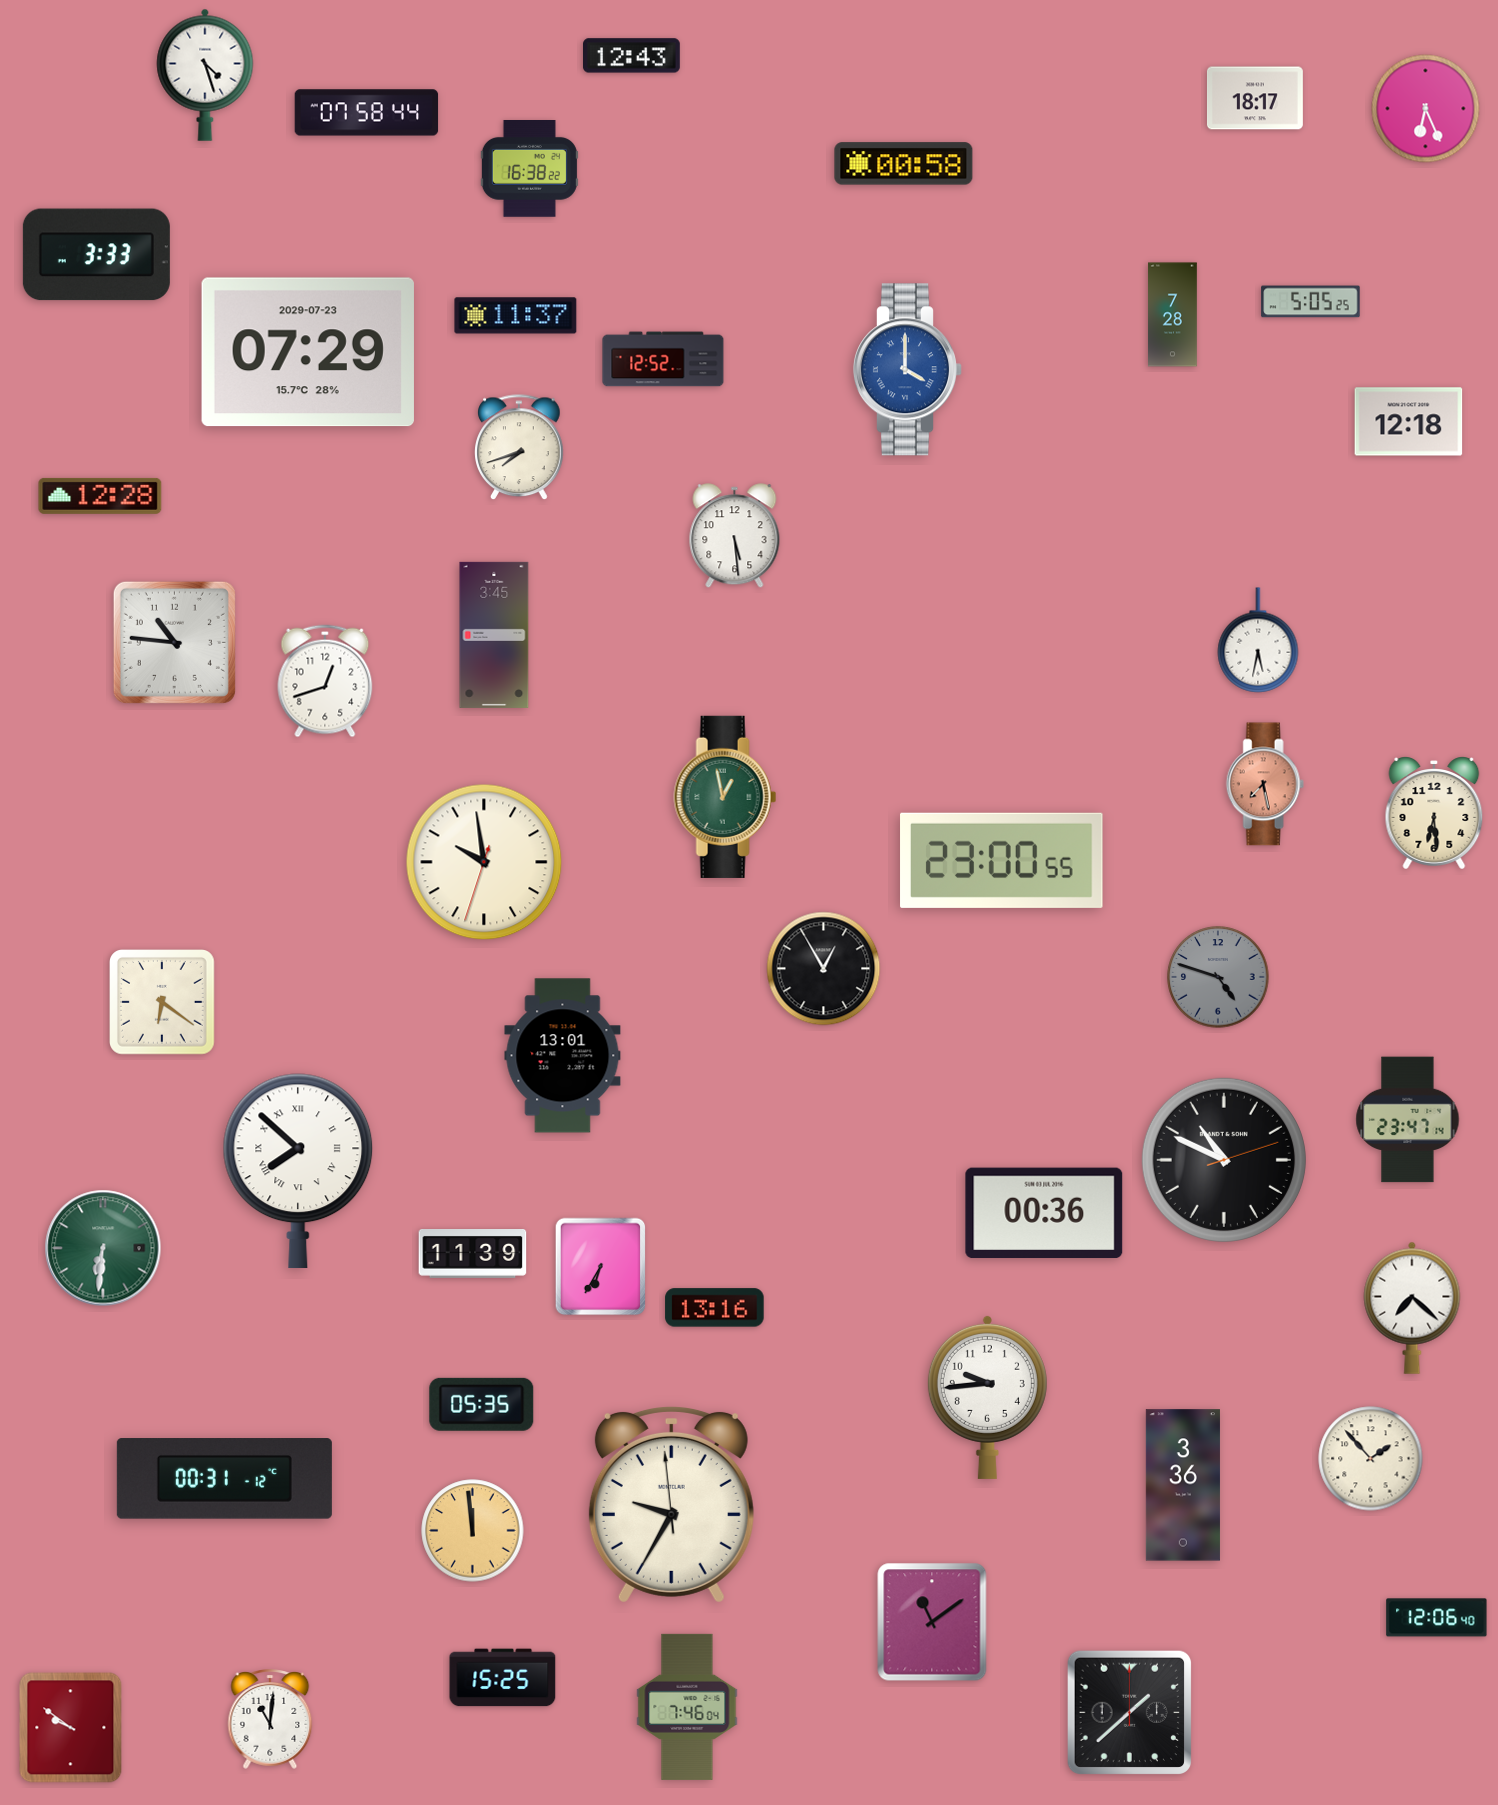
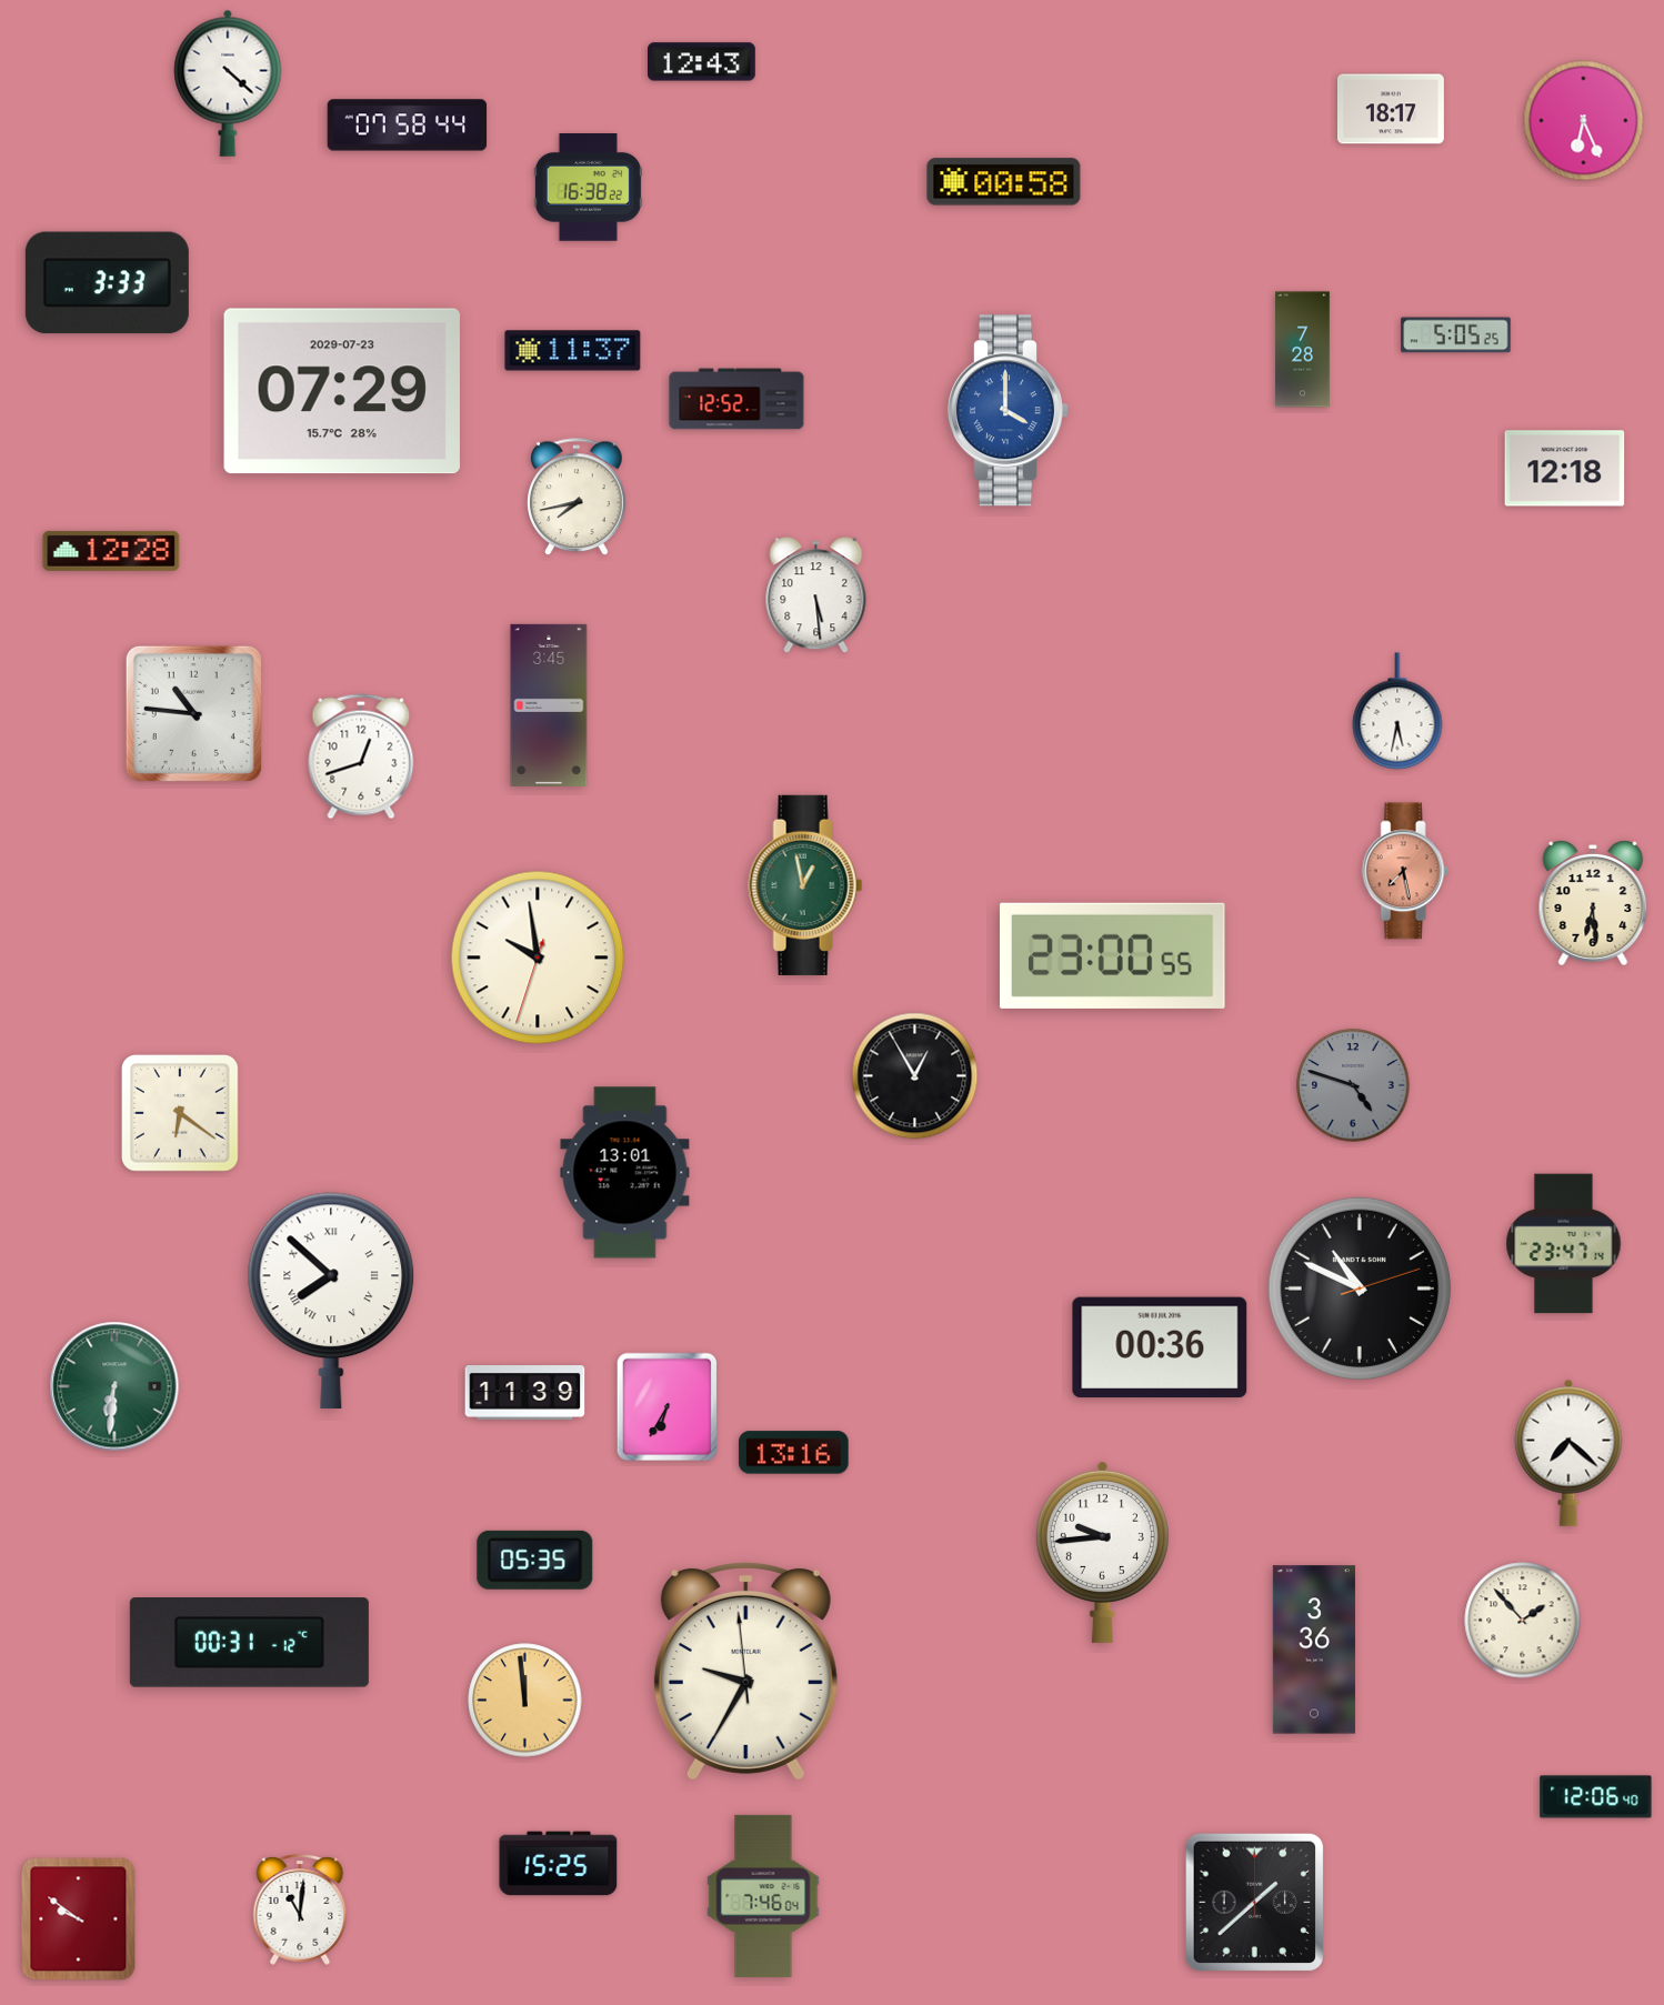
clock at (205, 75): 4:27 -> 4:22
clock at (1255, 98) position: (1255, 98) -> (1391, 109)
clock at (519, 448): 7:42 -> 7:43
clock at (987, 1397) position: (987, 1397) -> (1102, 1552)
clock at (932, 1622): 11:09 -> none
